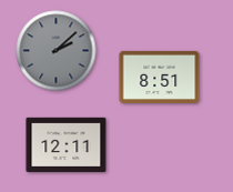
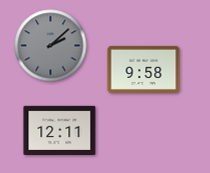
clock at (160, 77): 8:51 -> 9:58
